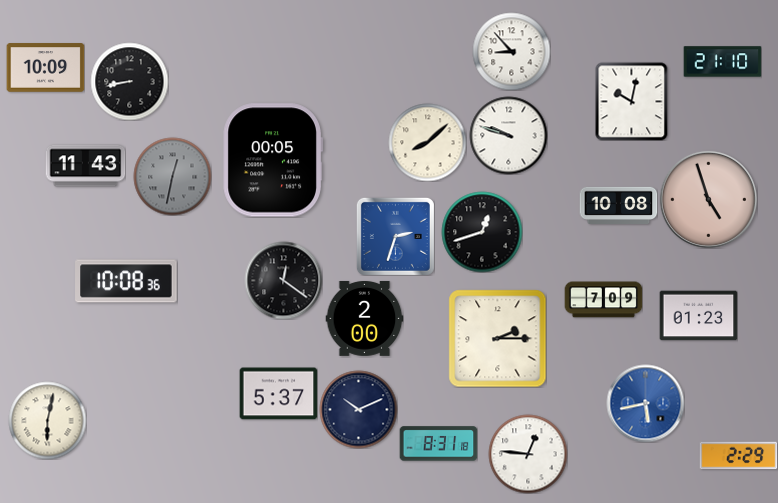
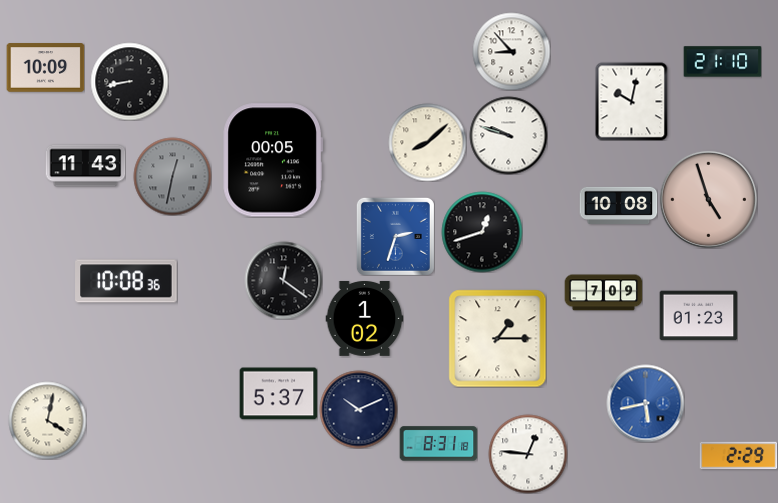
clock at (603, 300) position: (603, 300) -> (603, 293)
clock at (364, 319): 2:00 -> 1:02
clock at (497, 338): 2:15 -> 1:15
clock at (47, 420): 6:02 -> 4:02
